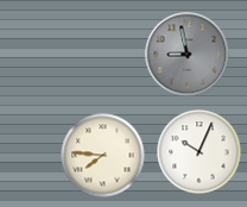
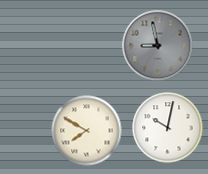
clock at (199, 152): 10:04 -> 10:02
clock at (103, 156): 7:46 -> 7:50
